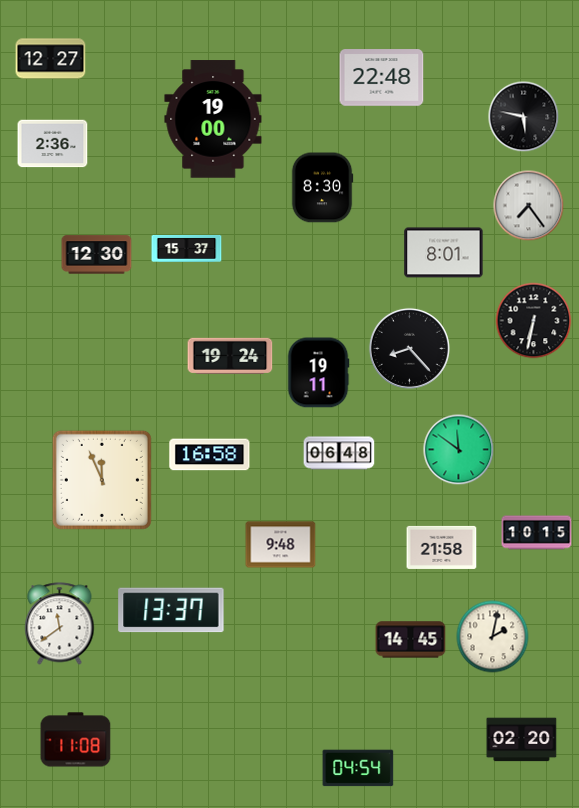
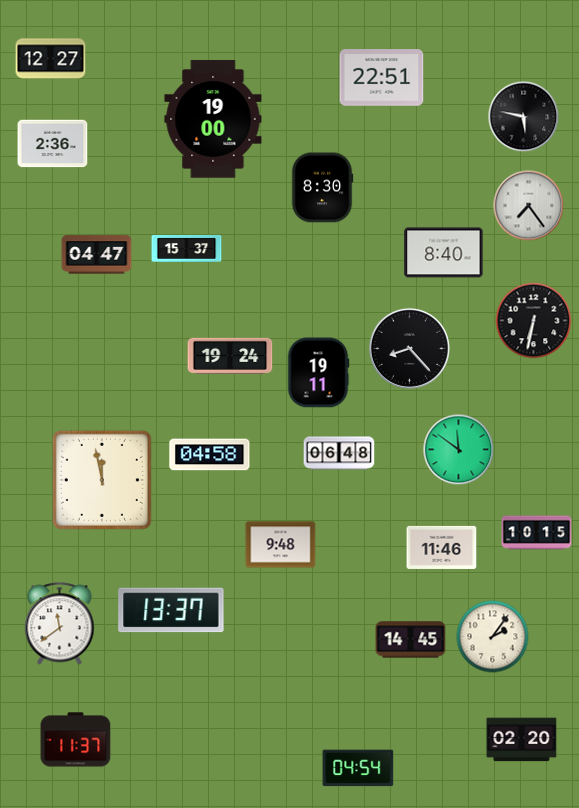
clock at (382, 78): 22:48 -> 22:51
clock at (444, 253): 8:01 -> 8:40
clock at (97, 255): 12:30 -> 04:47
clock at (210, 455): 16:58 -> 04:58
clock at (102, 480): 11:56 -> 11:58
clock at (442, 547): 21:58 -> 11:46
clock at (493, 637): 2:02 -> 2:06
clock at (76, 740): 11:08 -> 11:37
